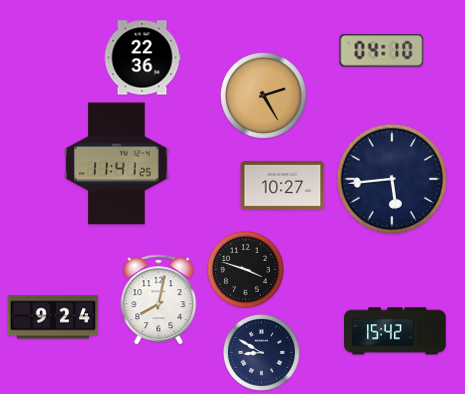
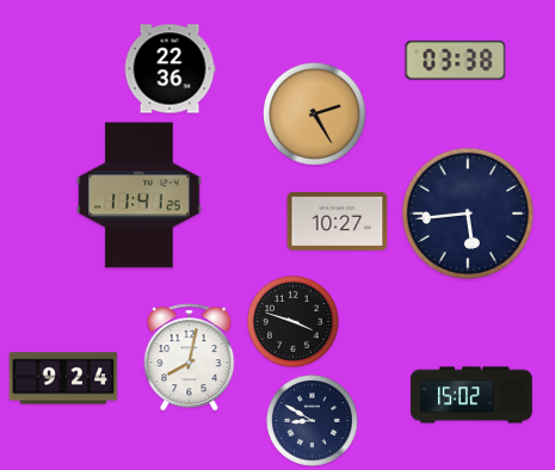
clock at (382, 51): 04:10 -> 03:38
clock at (395, 331): 15:42 -> 15:02
